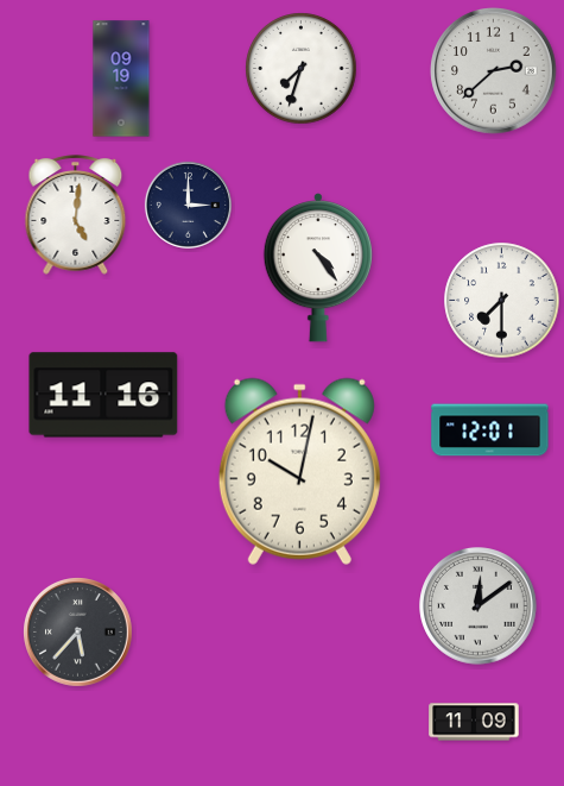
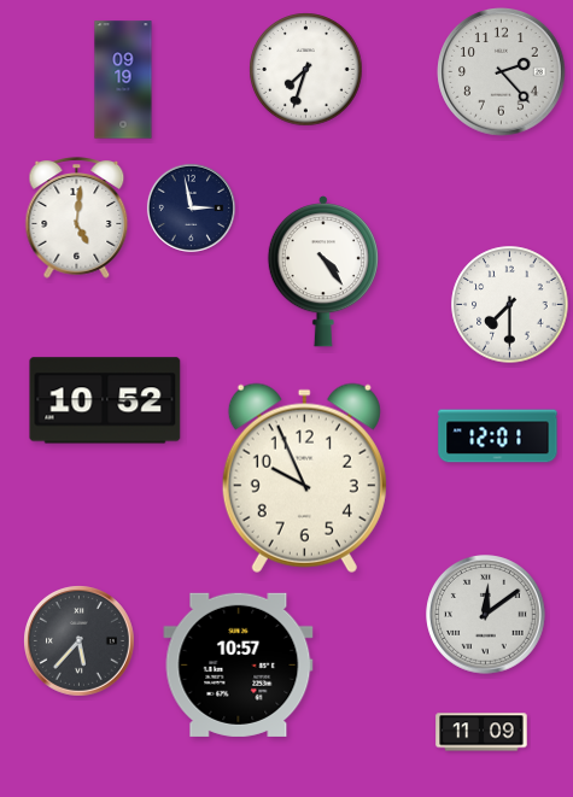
clock at (494, 71): 2:38 -> 2:23
clock at (188, 205): 3:00 -> 2:58
clock at (103, 395): 11:16 -> 10:52
clock at (299, 471): 10:02 -> 9:56
clock at (239, 664): none -> 10:57
